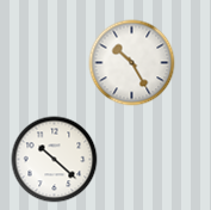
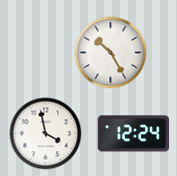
clock at (55, 160): 10:22 -> 3:58
clock at (134, 134): none -> 12:24
